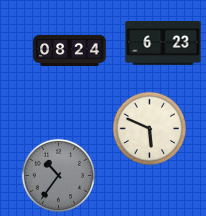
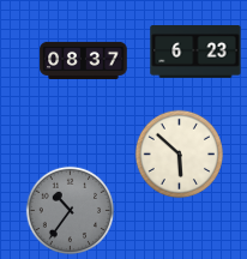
clock at (70, 50): 08:24 -> 08:37
clock at (150, 129): 5:49 -> 5:52
